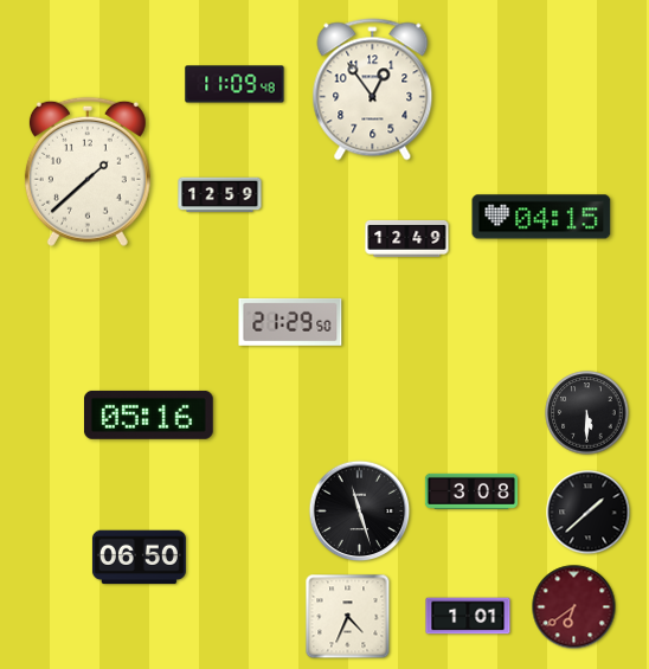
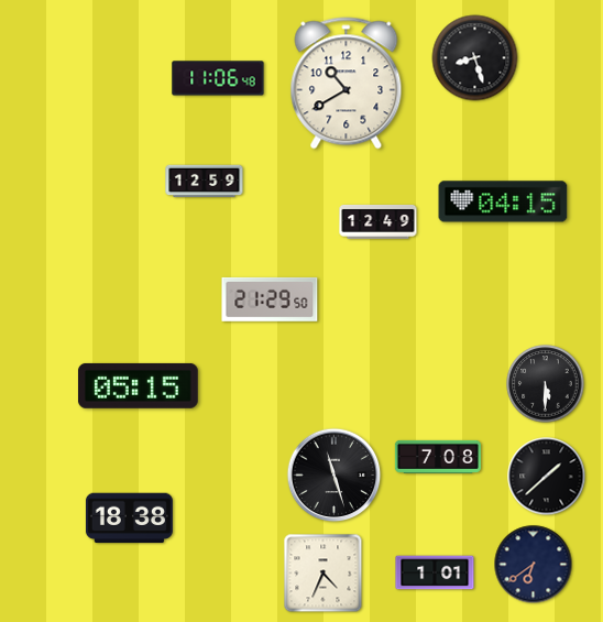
clock at (475, 58): none -> 8:27
clock at (234, 84): 11:09 -> 11:06
clock at (373, 90): 12:54 -> 10:40
clock at (88, 172): 1:38 -> none
clock at (148, 414): 05:16 -> 05:15
clock at (471, 491): 3:08 -> 7:08
clock at (139, 558): 06:50 -> 18:38
clock at (574, 607) dial: burgundy -> navy
